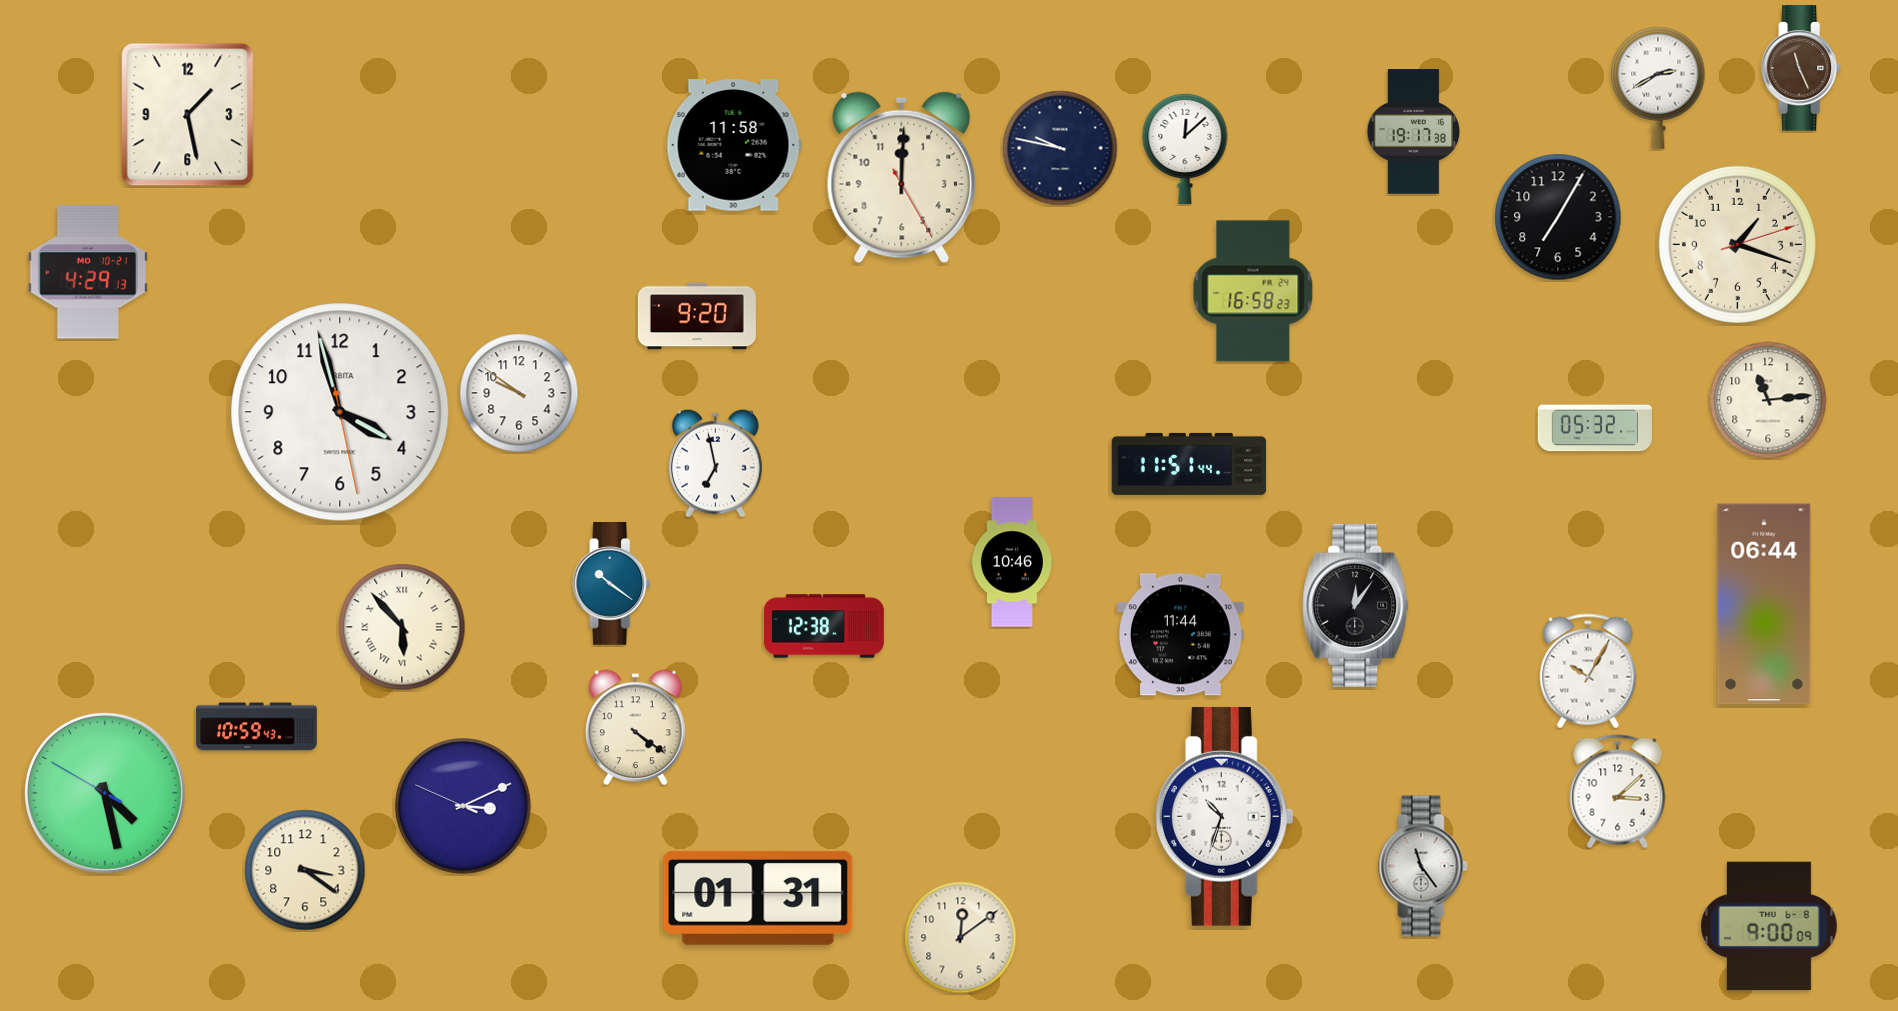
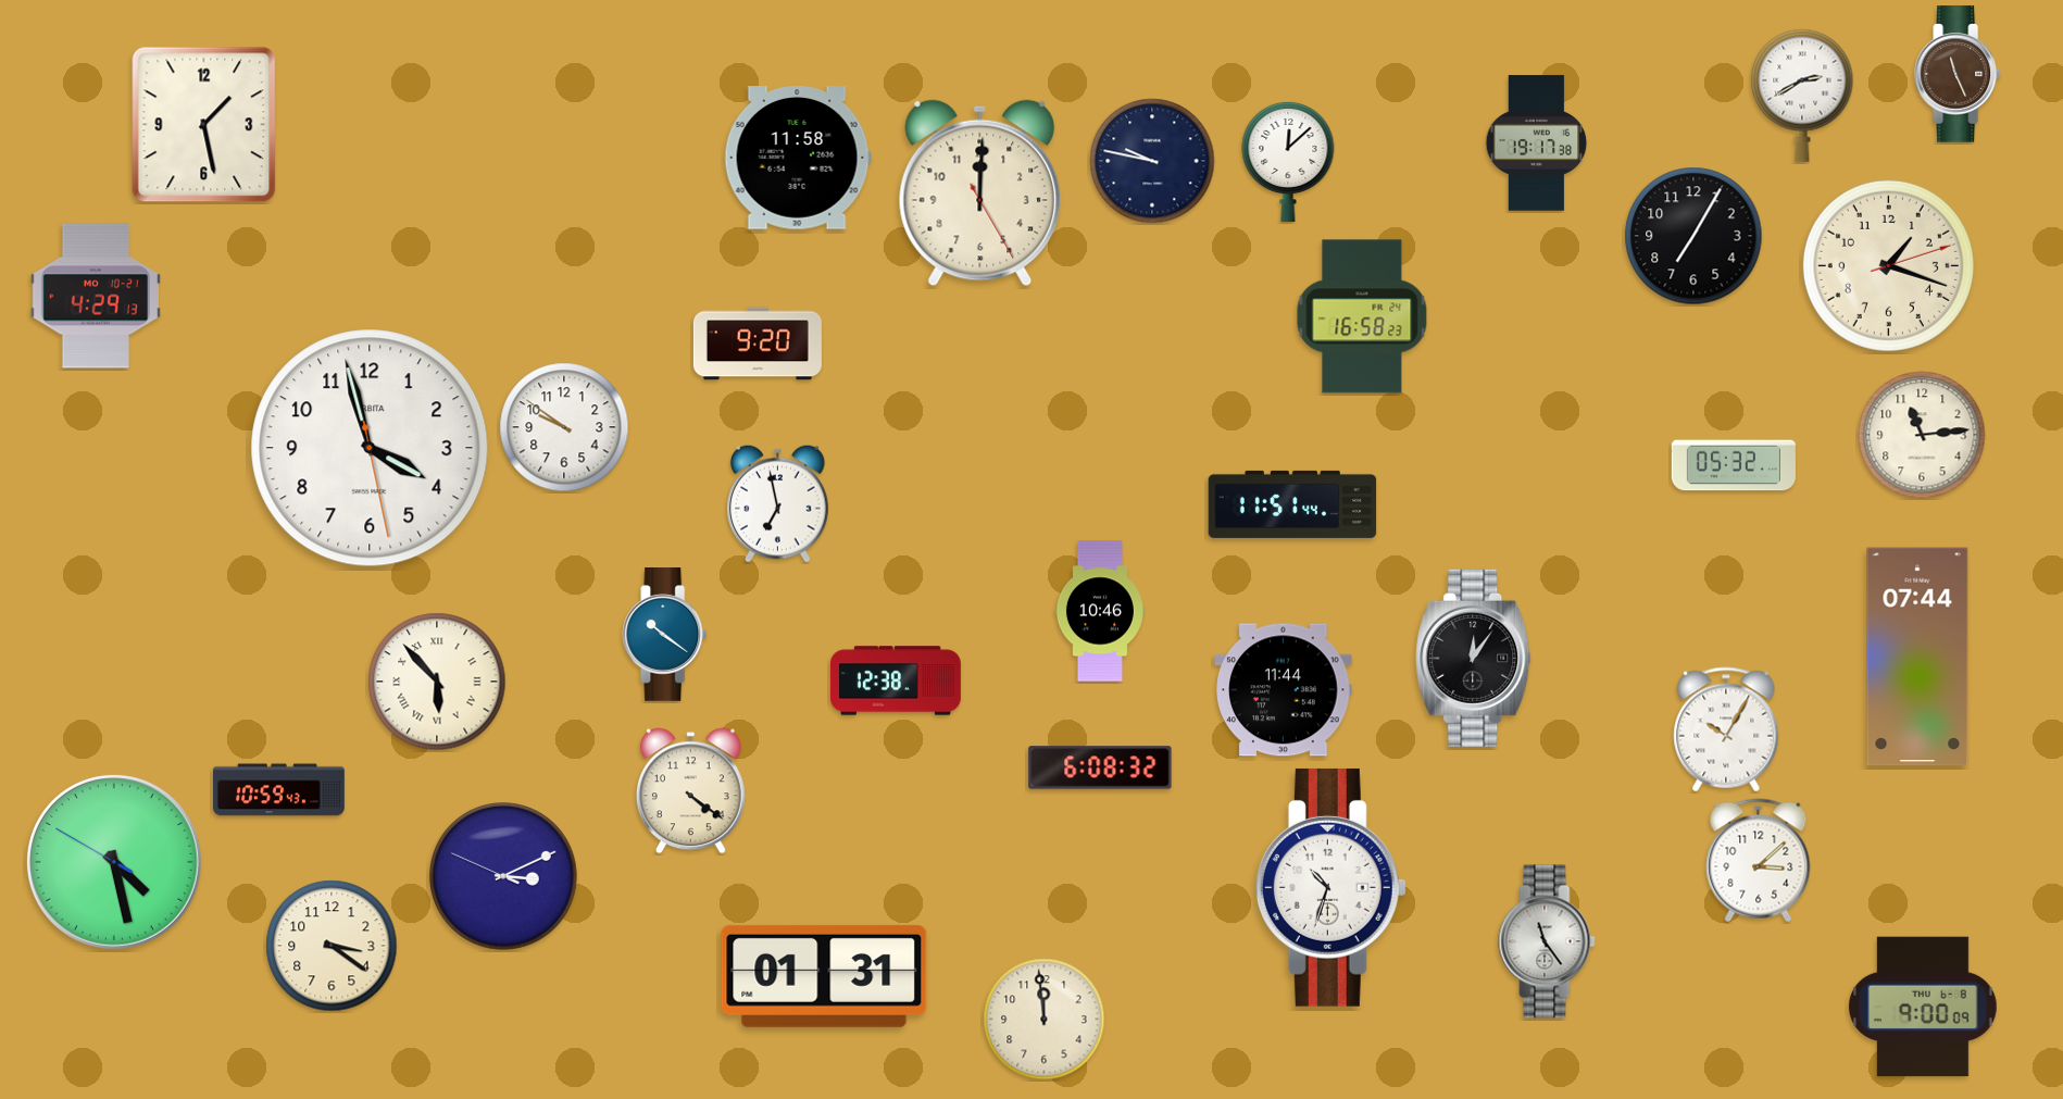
clock at (1764, 604): 06:44 -> 07:44
clock at (1100, 767): none -> 6:08
clock at (961, 938): 12:09 -> 11:59
